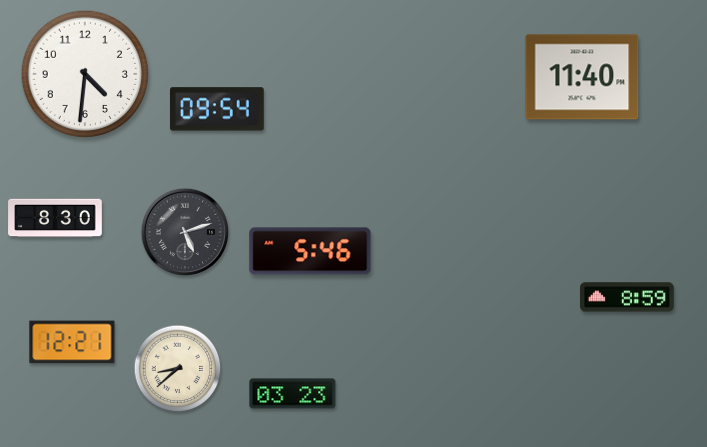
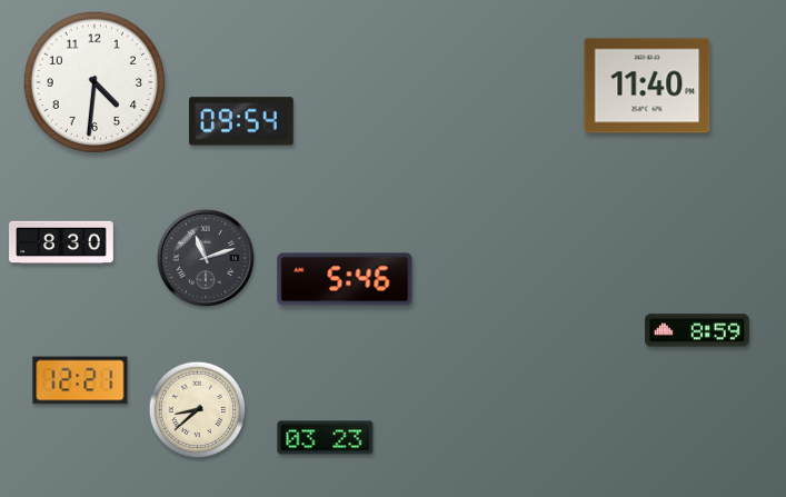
clock at (185, 232): 5:12 -> 11:12
